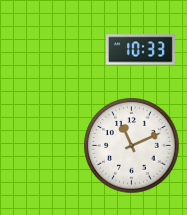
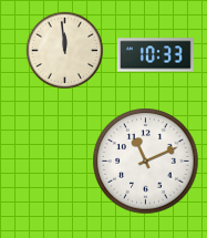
clock at (64, 50): none -> 11:59
